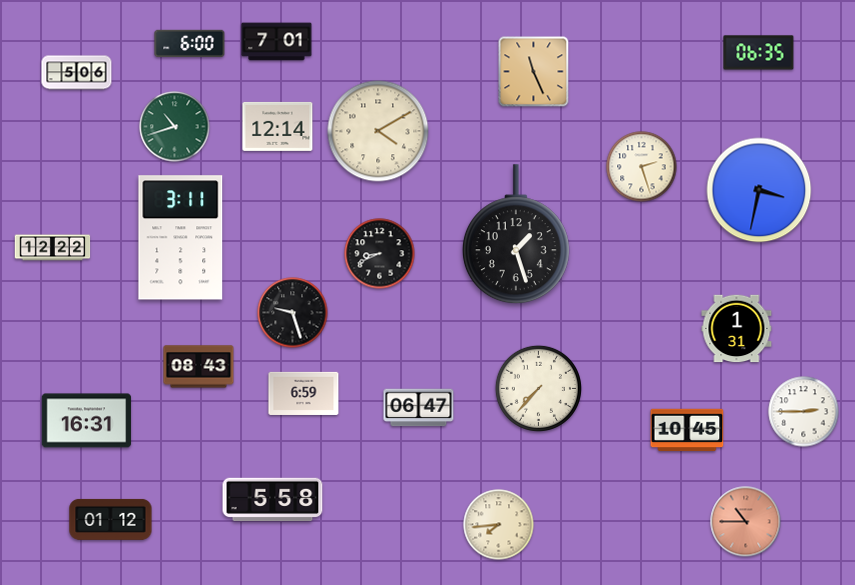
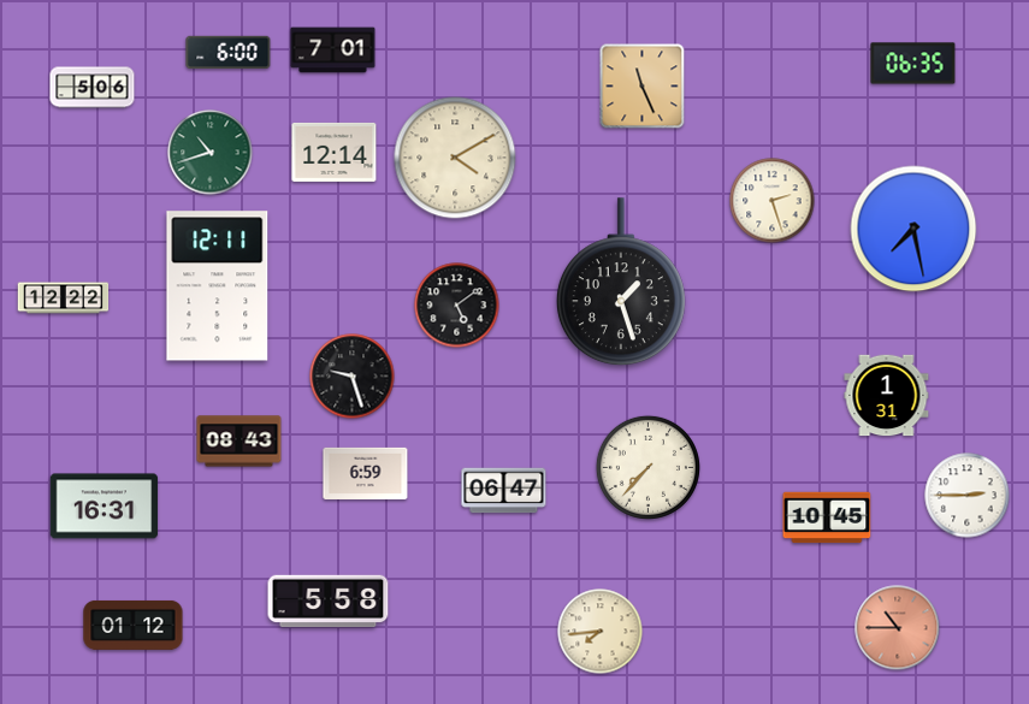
clock at (759, 190): 3:32 -> 7:28
clock at (181, 238): 3:11 -> 12:11
clock at (380, 254): 8:41 -> 5:09
